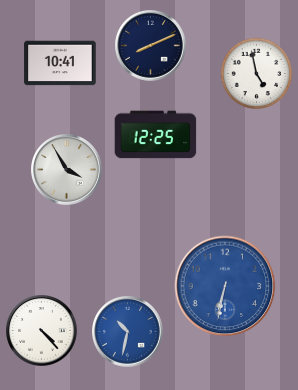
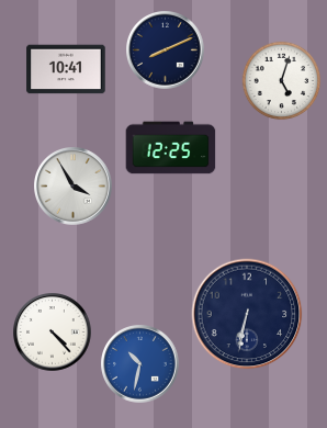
clock at (257, 74): 4:58 -> 5:03
clock at (225, 286) dial: blue -> navy
clock at (42, 331) position: (42, 331) -> (53, 333)
